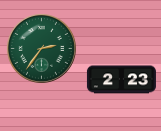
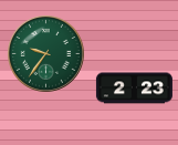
clock at (42, 49): 2:36 -> 9:36
